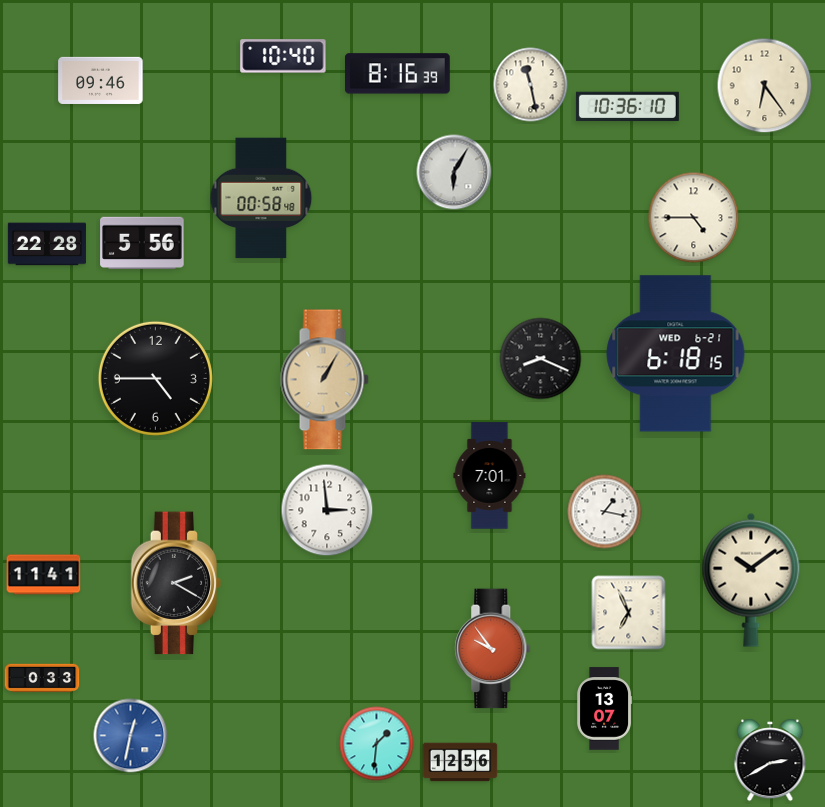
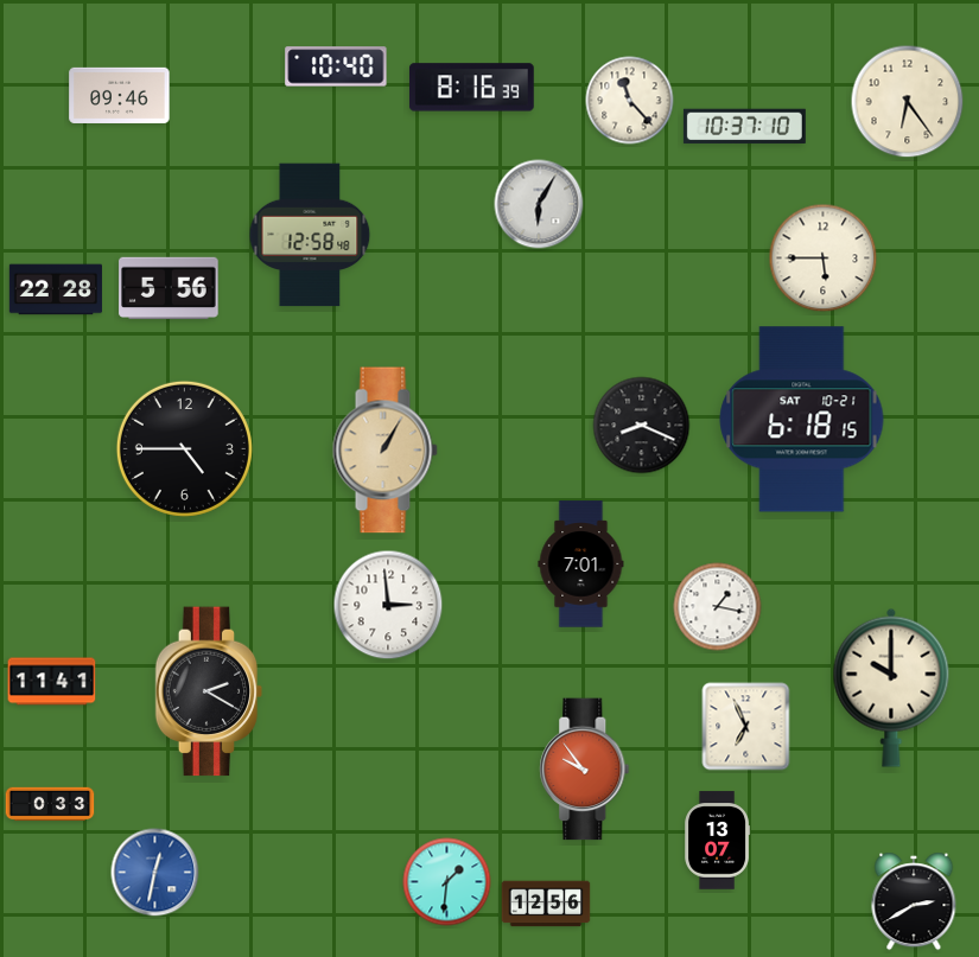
clock at (531, 85): 11:28 -> 11:23
clock at (627, 107): 10:36 -> 10:37
clock at (261, 198): 00:58 -> 12:58
clock at (694, 218): 4:45 -> 5:45
clock at (676, 354) date: WED 6-21 -> SAT 10-21
clock at (751, 580): 10:09 -> 10:00
